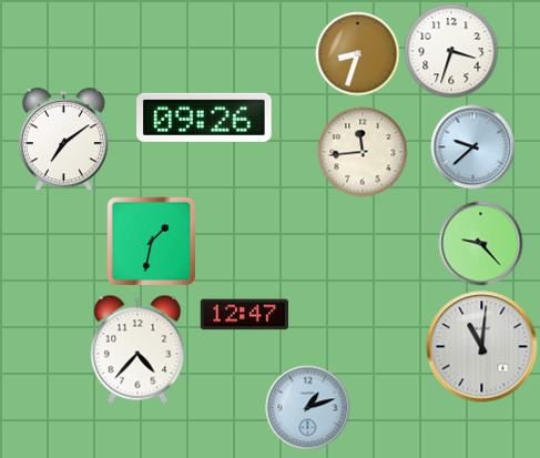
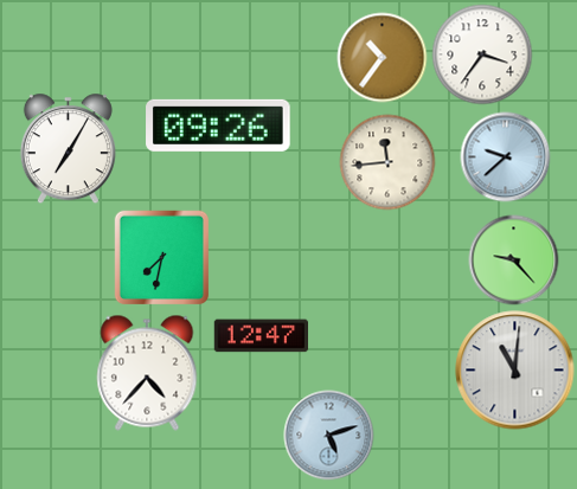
clock at (451, 51): 3:33 -> 3:36
clock at (358, 54): 8:33 -> 10:36
clock at (63, 140): 7:09 -> 7:05
clock at (151, 241): 1:32 -> 7:32
clock at (308, 408): 1:12 -> 5:12
